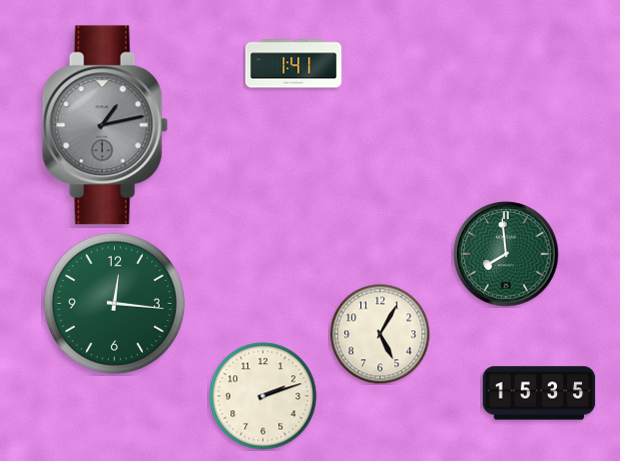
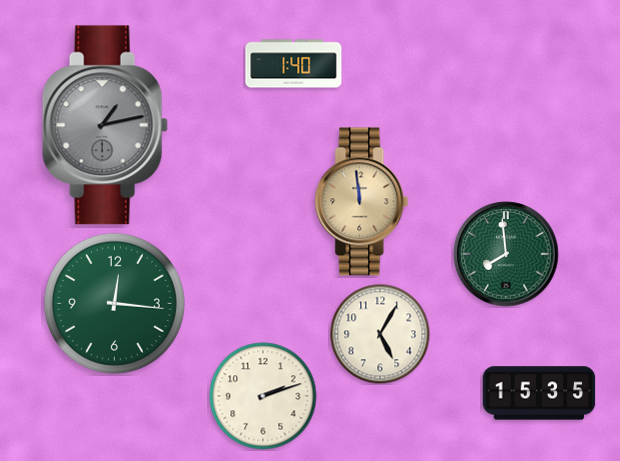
clock at (294, 64): 1:41 -> 1:40
clock at (362, 202): none -> 11:59
